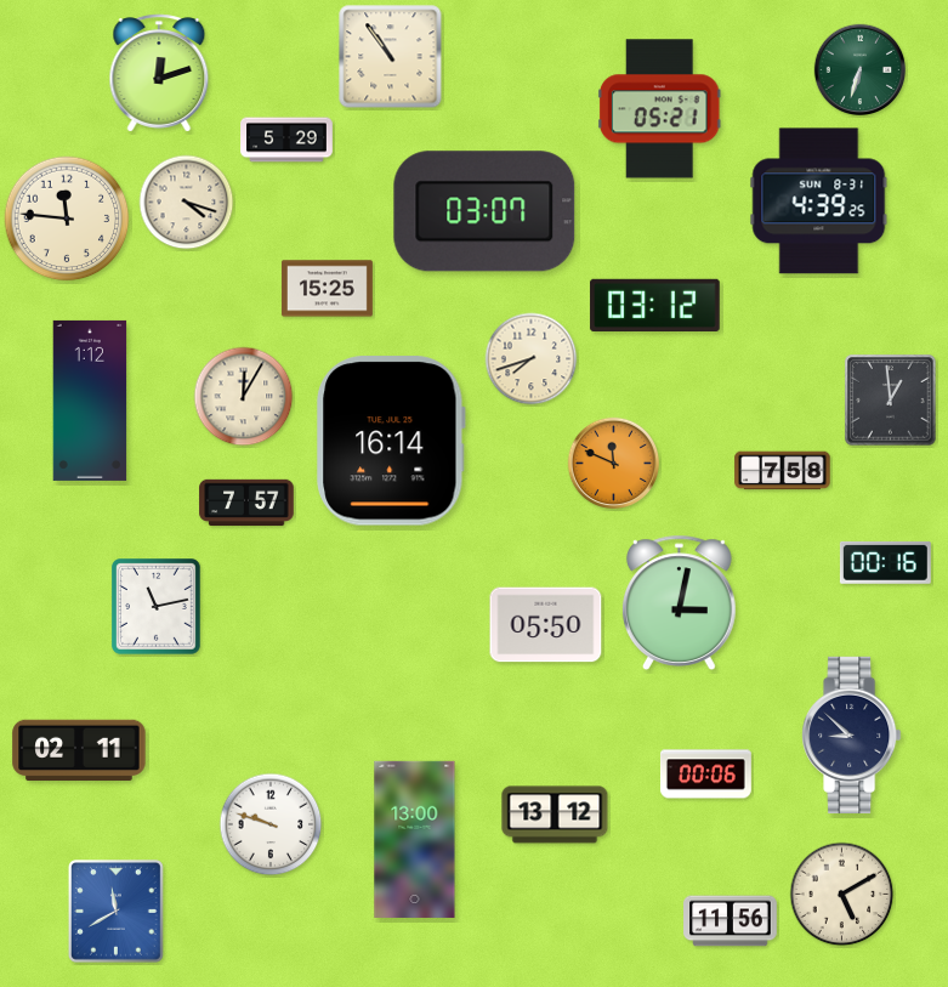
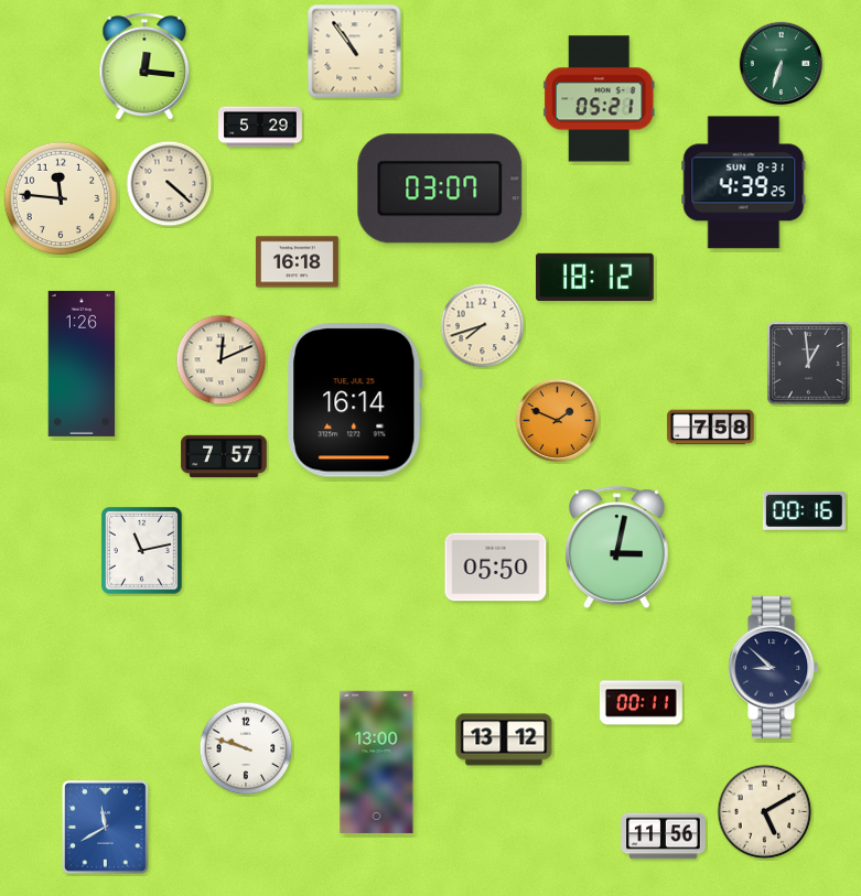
clock at (159, 73): 12:12 -> 12:16
clock at (187, 203): 4:18 -> 4:22
clock at (484, 211) position: (484, 211) -> (440, 188)
clock at (327, 289): 15:25 -> 16:18
clock at (655, 305): 03:12 -> 18:12
clock at (244, 397): 12:05 -> 12:11
clock at (90, 401): 1:12 -> 1:26
clock at (614, 464): 11:49 -> 1:49
clock at (79, 750): 02:11 -> none
clock at (705, 775): 00:06 -> 00:11
